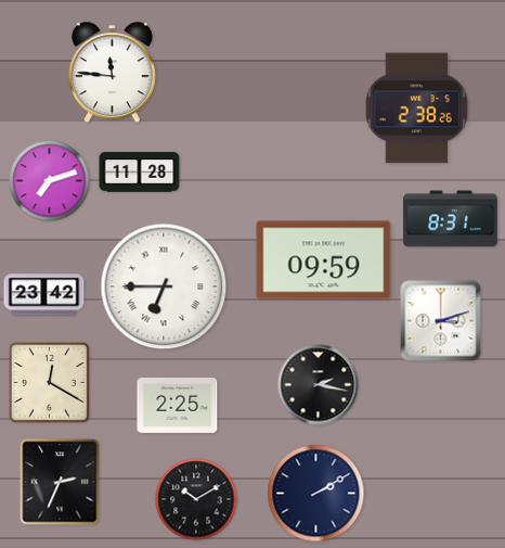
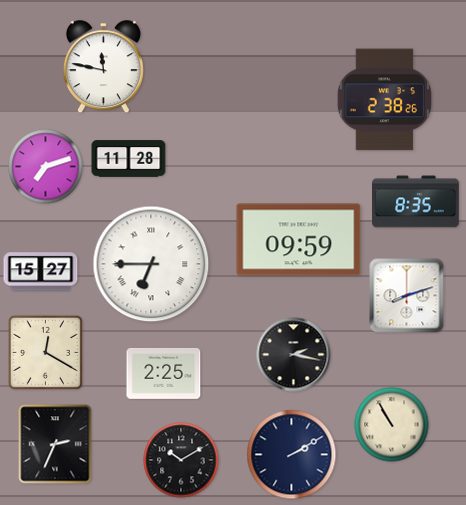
clock at (112, 73): 11:46 -> 11:47
clock at (451, 219): 8:31 -> 8:35
clock at (44, 295): 23:42 -> 15:27
clock at (441, 321): 3:12 -> 8:12
clock at (392, 425): none -> 10:55
